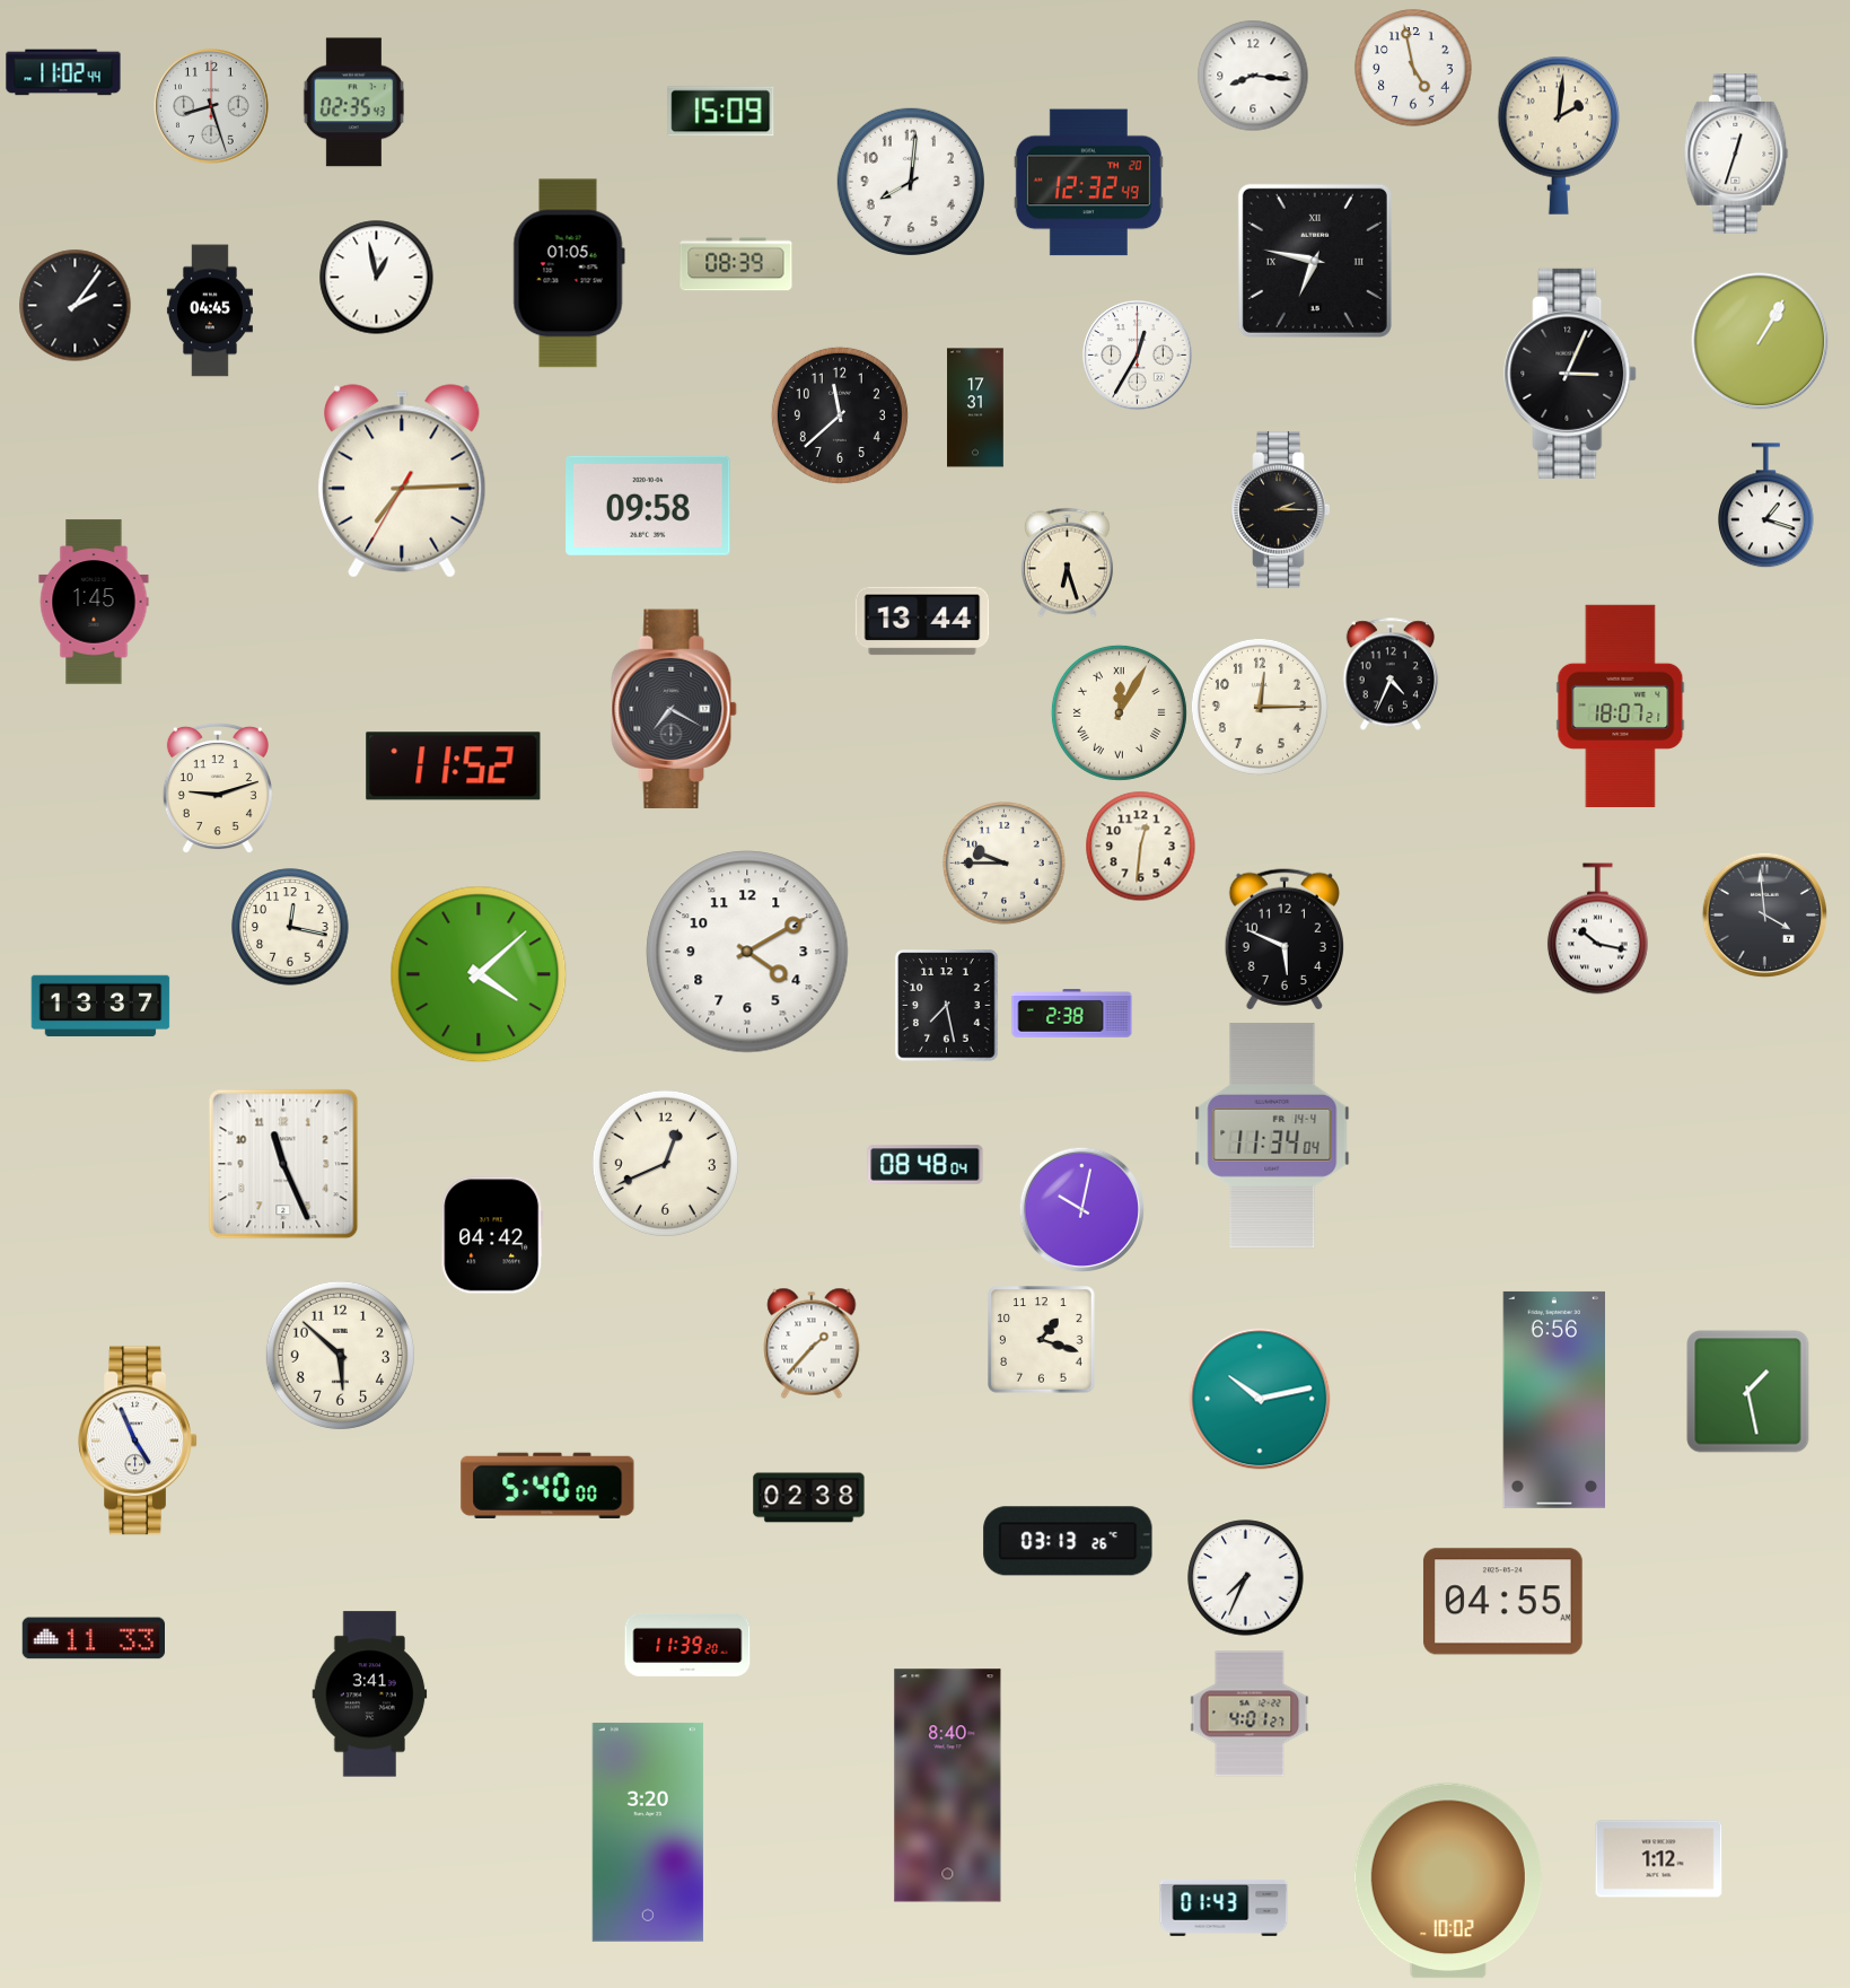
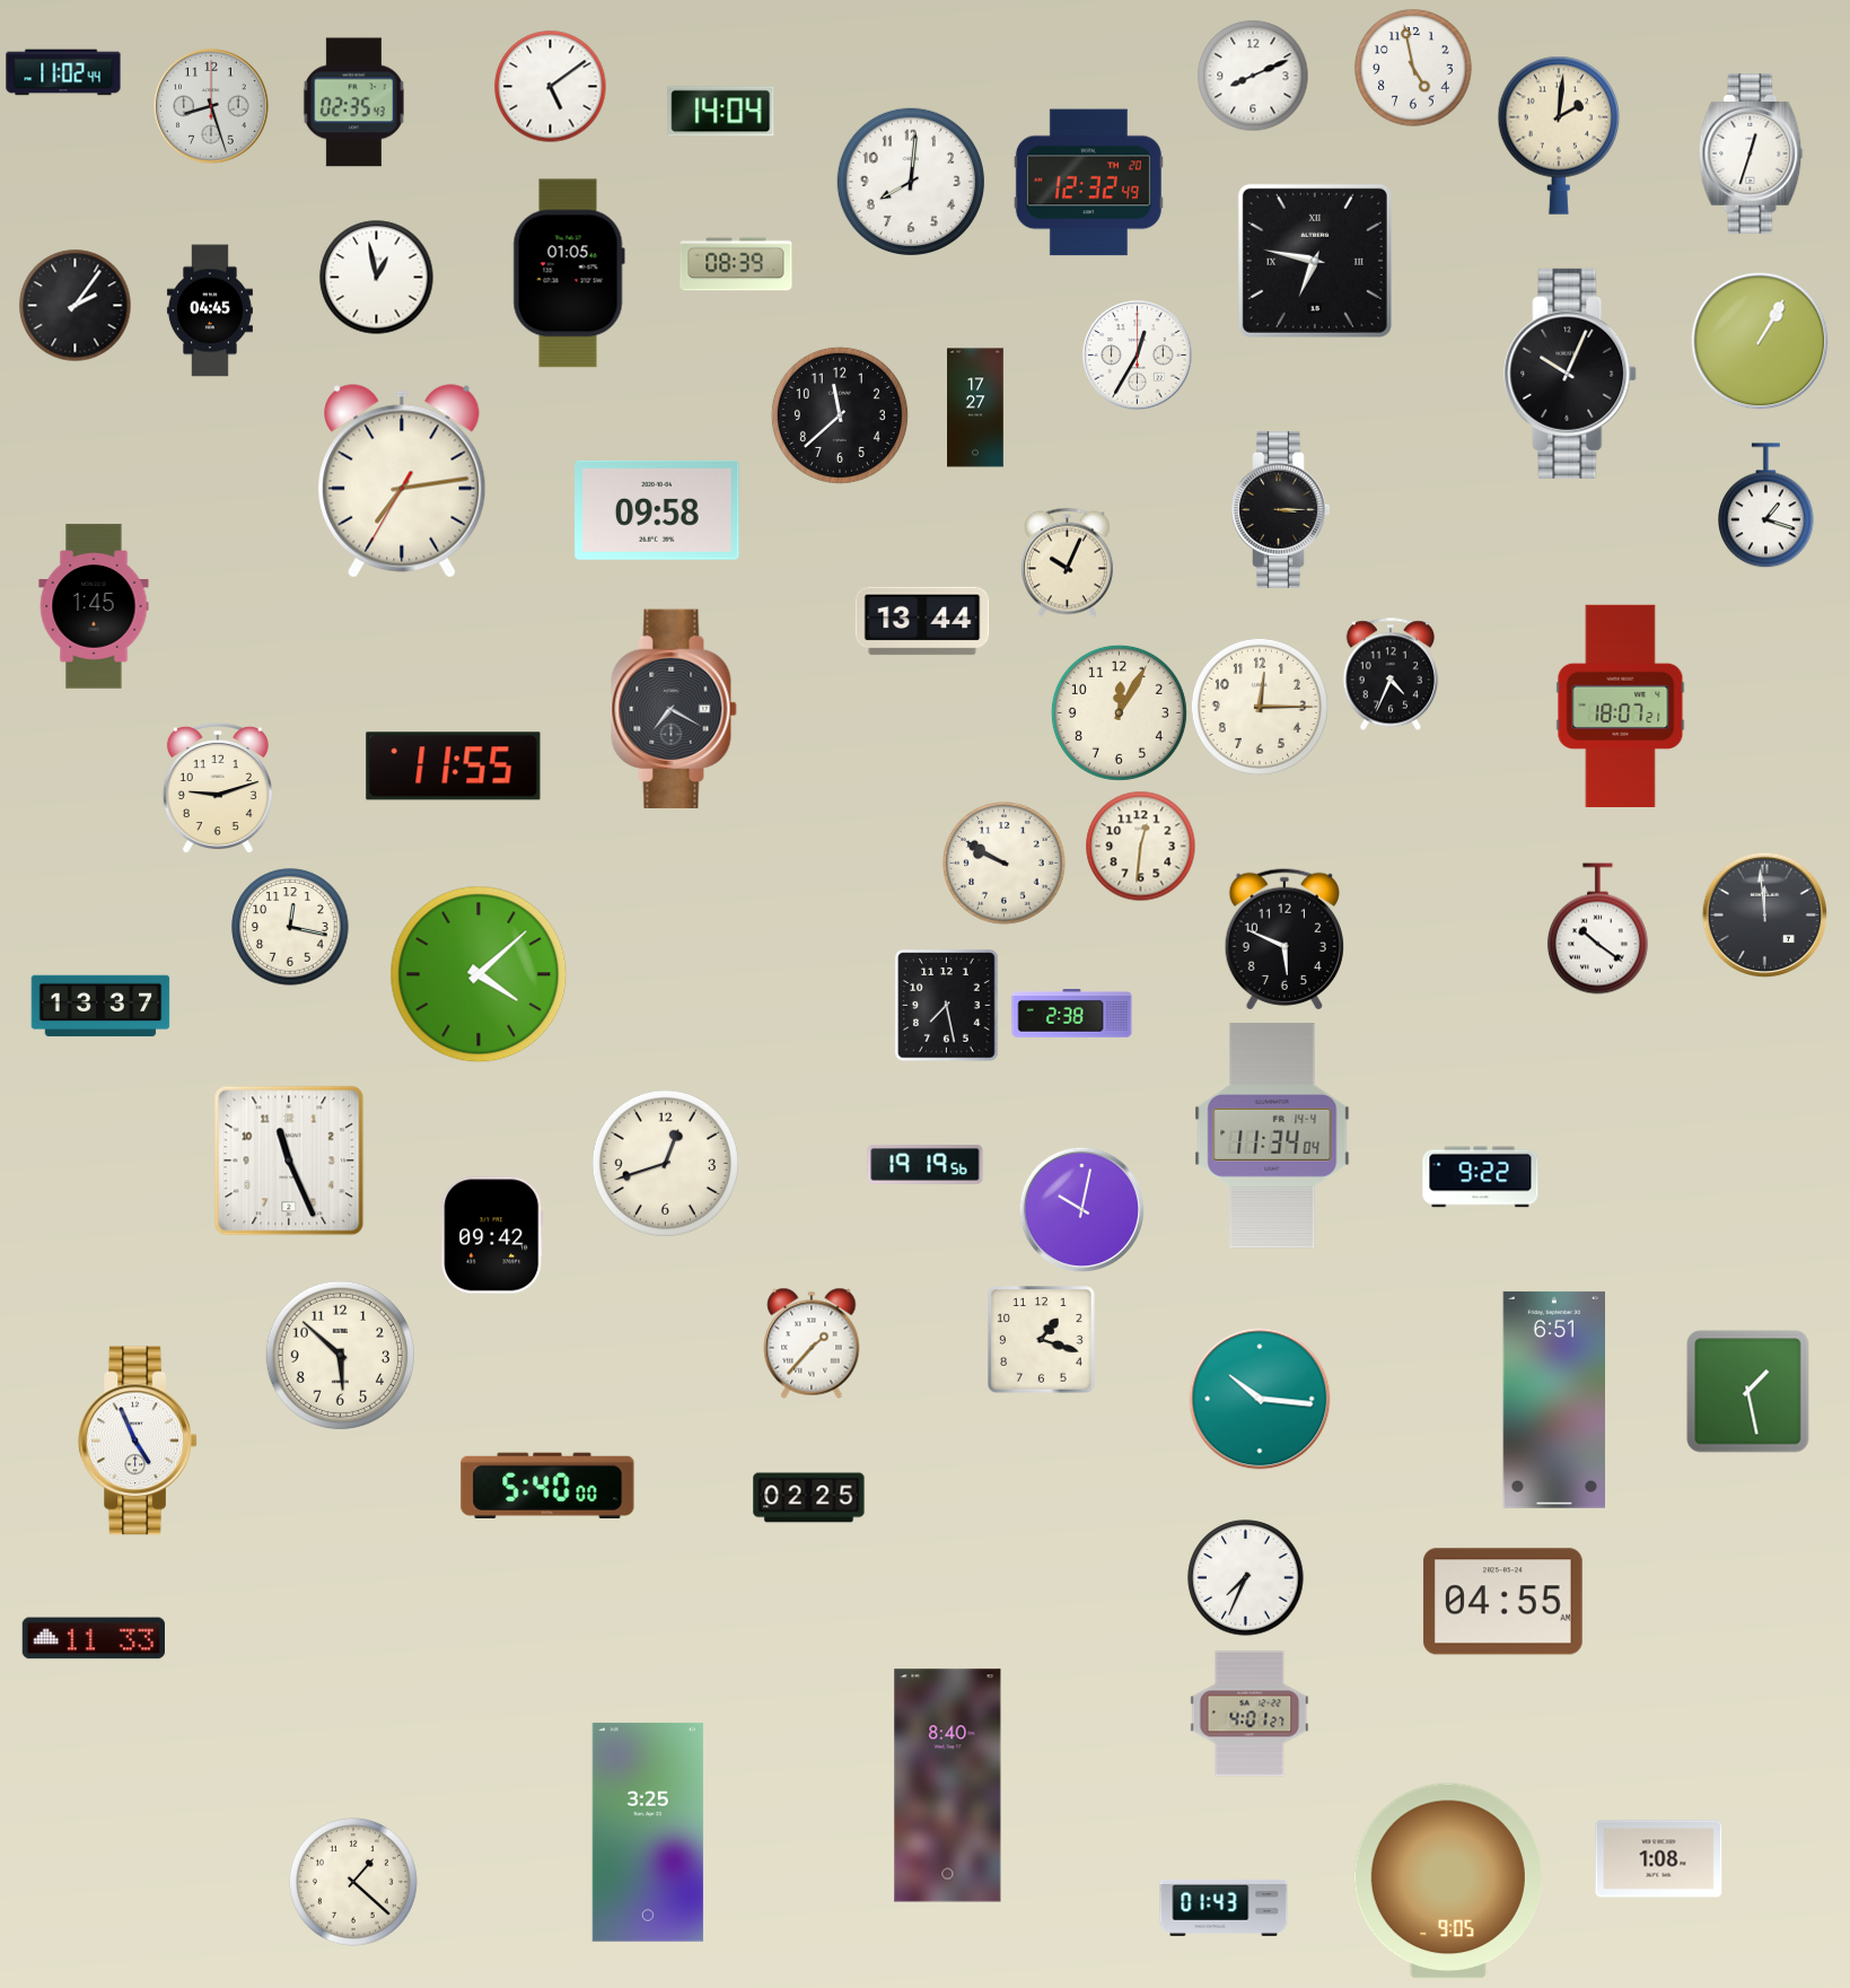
clock at (1253, 76): 8:16 -> 8:11
clock at (551, 87): none -> 5:09
clock at (721, 112): 15:09 -> 14:04
clock at (1736, 154) position: (1736, 154) -> (1751, 154)
clock at (1571, 374): 3:04 -> 10:04
clock at (975, 408): 17:31 -> 17:27
clock at (402, 481): 7:14 -> 7:13
clock at (648, 506) position: (648, 506) -> (657, 510)
clock at (1281, 509): 2:15 -> 3:15
clock at (1067, 562): 6:27 -> 10:04
clock at (94, 602) position: (94, 602) -> (94, 606)
clock at (1119, 712) numerals: Roman -> Arabic
clock at (454, 767): 11:52 -> 11:55
clock at (1005, 864): 9:45 -> 9:50
clock at (1764, 914): 3:59 -> 11:59
clock at (1597, 929): 10:17 -> 10:21
clock at (747, 952): 4:10 -> none
clock at (665, 1163): 12:41 -> 12:42
clock at (283, 1164) position: (283, 1164) -> (289, 1161)
clock at (926, 1165): 08:48 -> 19:19
clock at (1481, 1177): none -> 9:22
clock at (492, 1235): 04:42 -> 09:42
clock at (1260, 1399): 10:13 -> 10:16
clock at (1554, 1400): 6:56 -> 6:51
clock at (809, 1498): 02:38 -> 02:25
clock at (1068, 1541): 03:13 -> none
clock at (687, 1645): 11:39 -> none
clock at (370, 1694): 3:41 -> none
clock at (648, 1832): 3:20 -> 3:25
clock at (1659, 1859): 1:12 -> 1:08
clock at (1448, 1881): 10:02 -> 9:05
clock at (354, 1883): none -> 1:22
